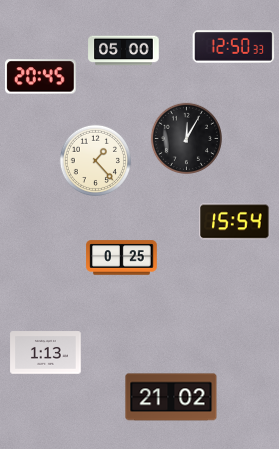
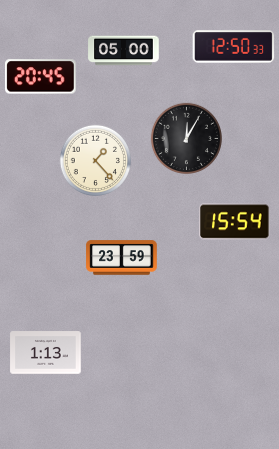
clock at (122, 258): 0:25 -> 23:59
clock at (171, 397): 21:02 -> none
